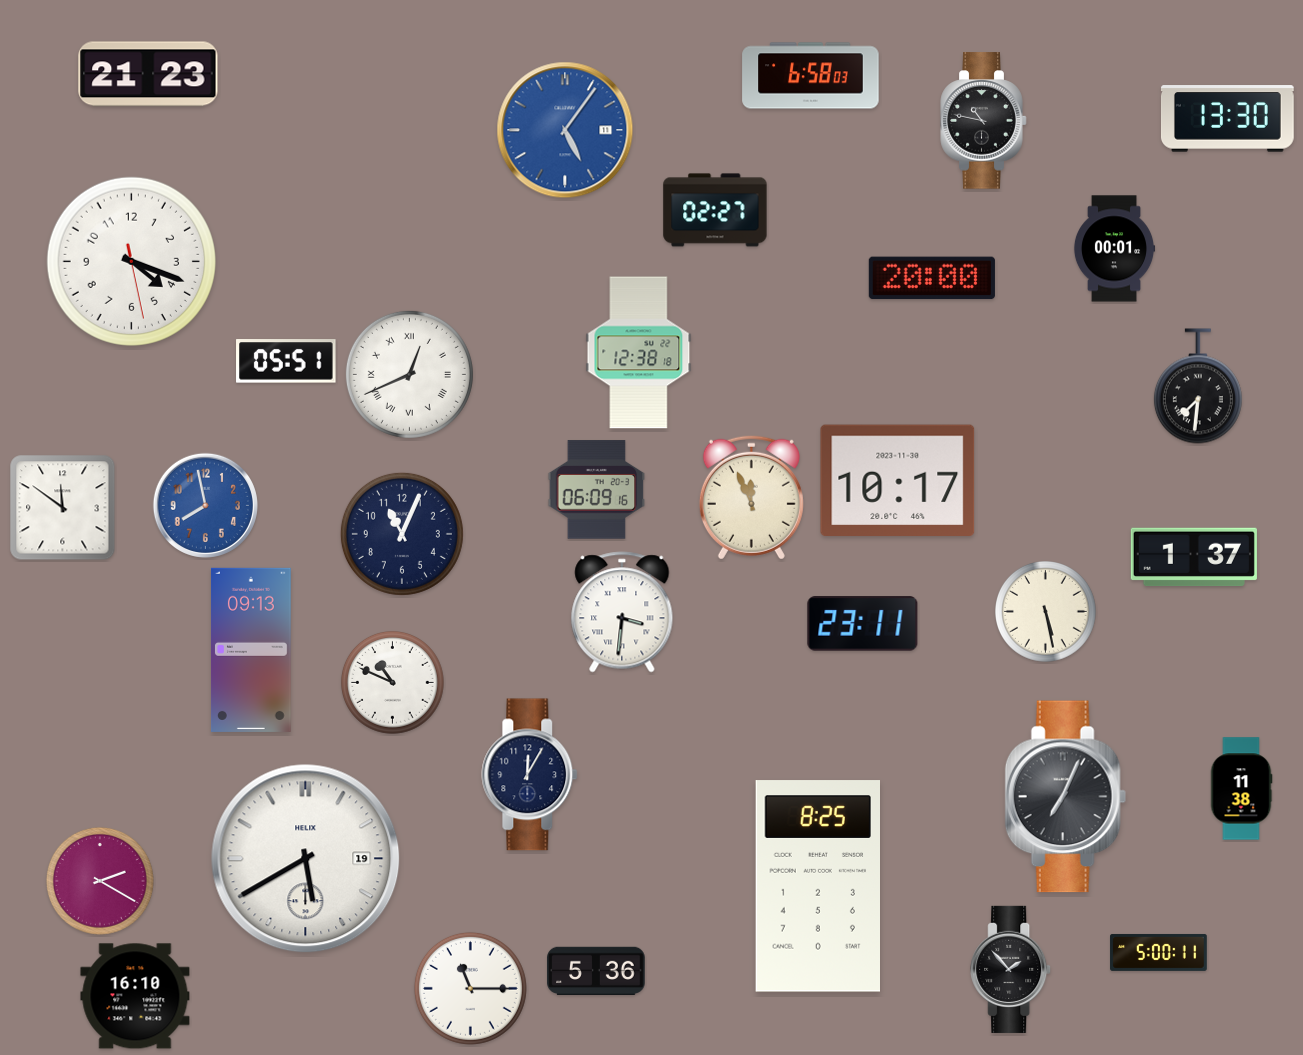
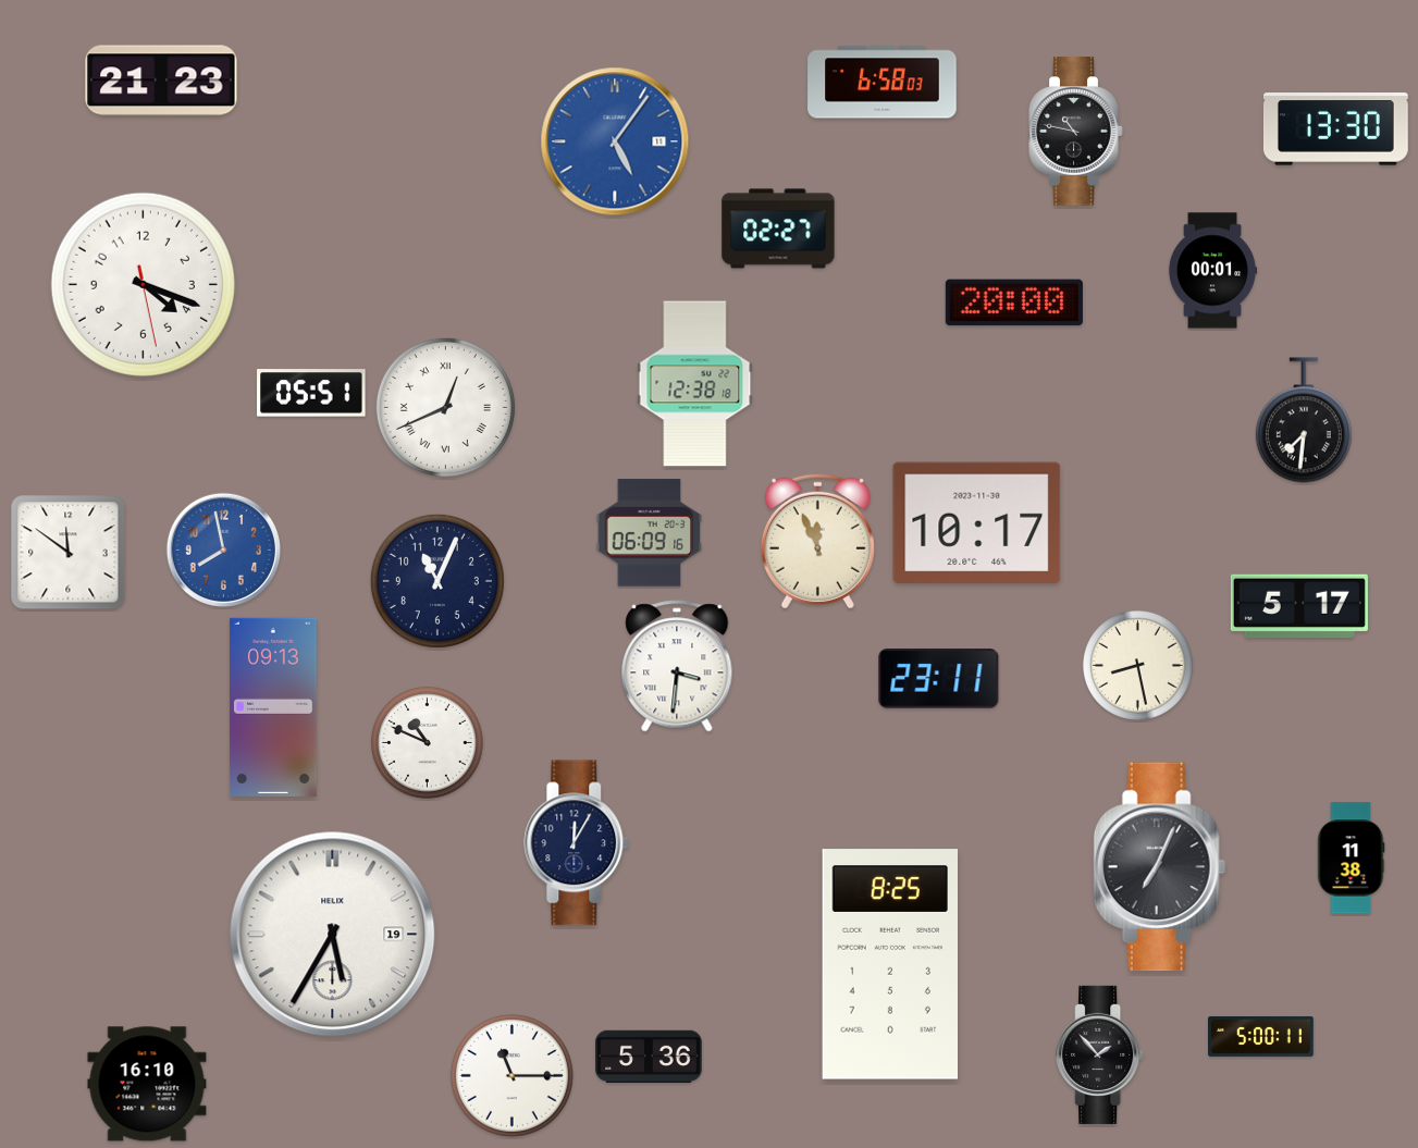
clock at (984, 121) position: (984, 121) -> (1076, 132)
clock at (1194, 557): 1:37 -> 5:17
clock at (1046, 612): 5:28 -> 8:28
clock at (306, 859): 5:40 -> 5:35
clock at (100, 881): 2:20 -> none
